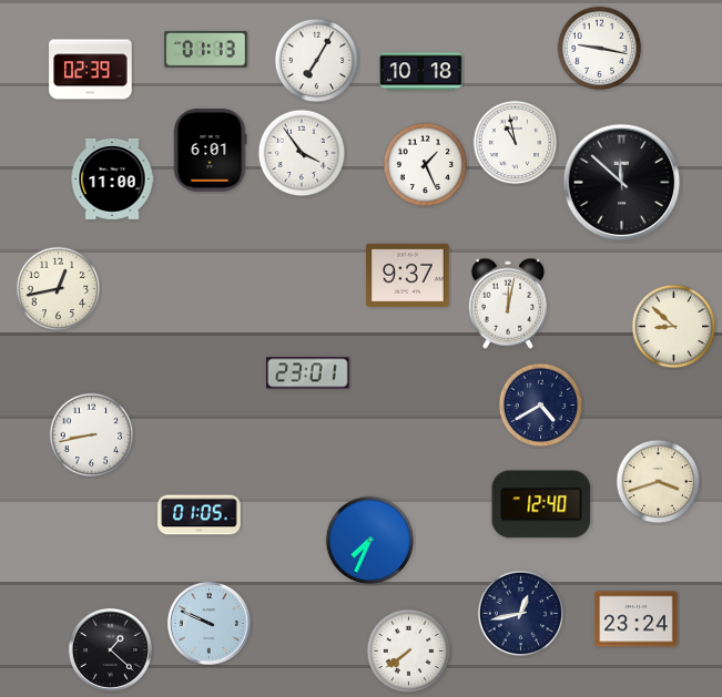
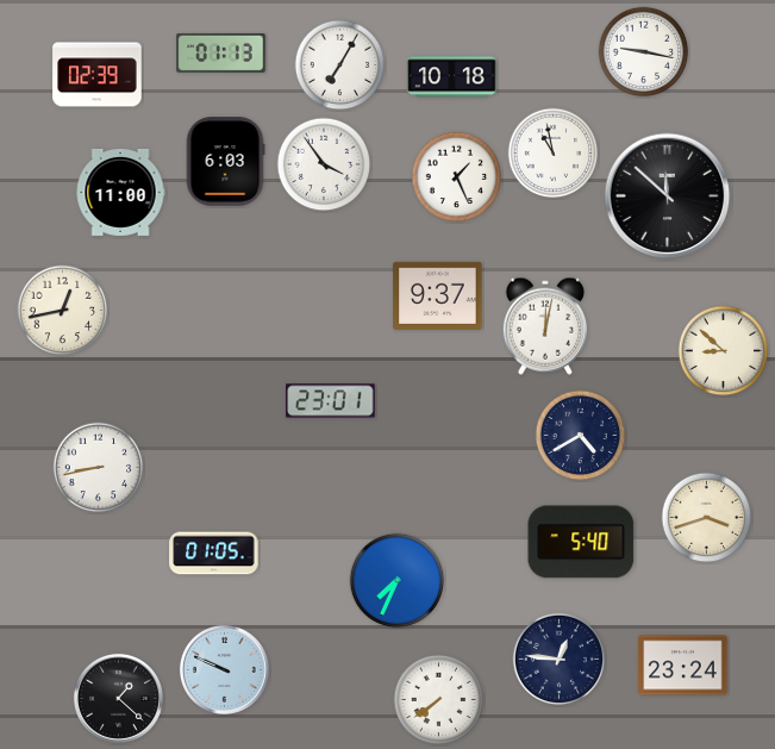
clock at (210, 151): 6:01 -> 6:03
clock at (541, 504): 12:40 -> 5:40
clock at (521, 614): 12:43 -> 12:46
